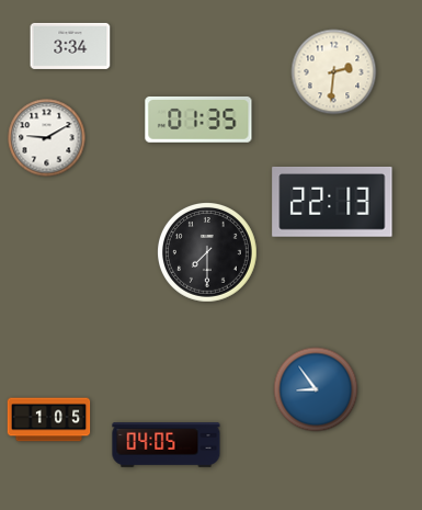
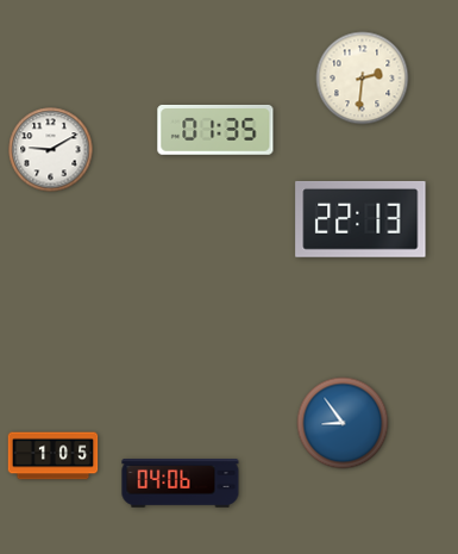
clock at (70, 46): 3:34 -> none
clock at (208, 253): 7:30 -> none
clock at (167, 445): 04:05 -> 04:06
